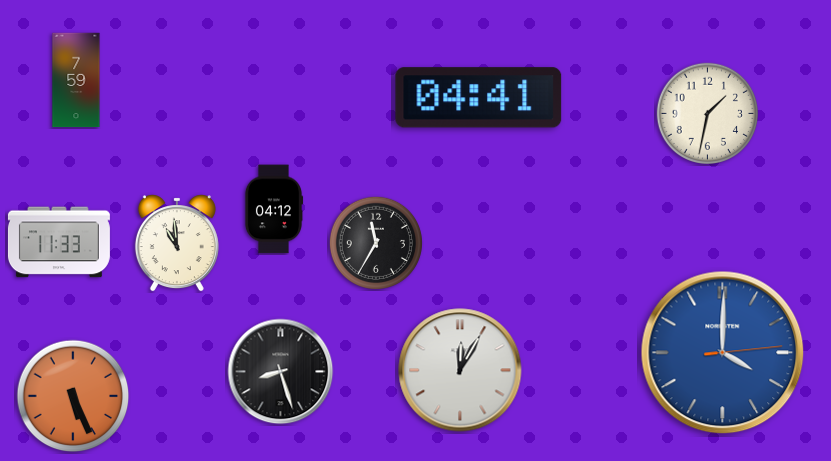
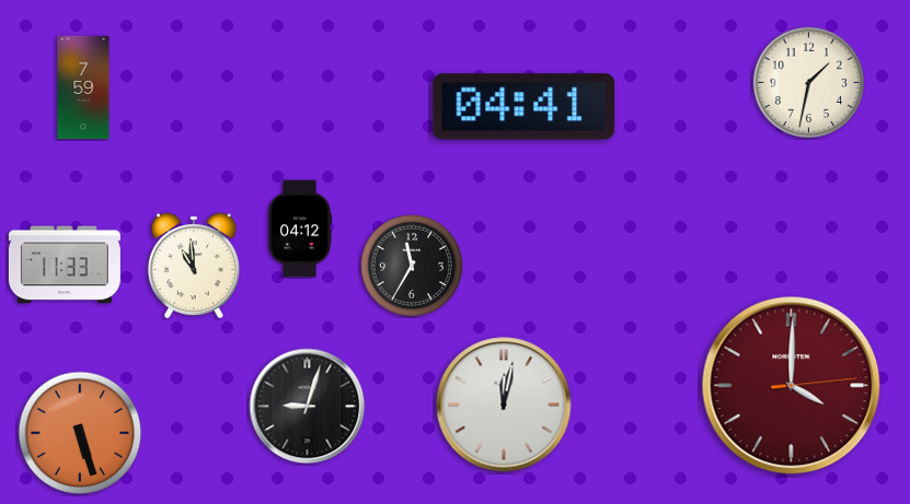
clock at (707, 113) position: (707, 113) -> (808, 82)
clock at (723, 353) dial: blue -> burgundy
clock at (460, 370): 12:05 -> 12:02
clock at (281, 372): 8:27 -> 9:03
clock at (73, 396): 5:26 -> 5:27
